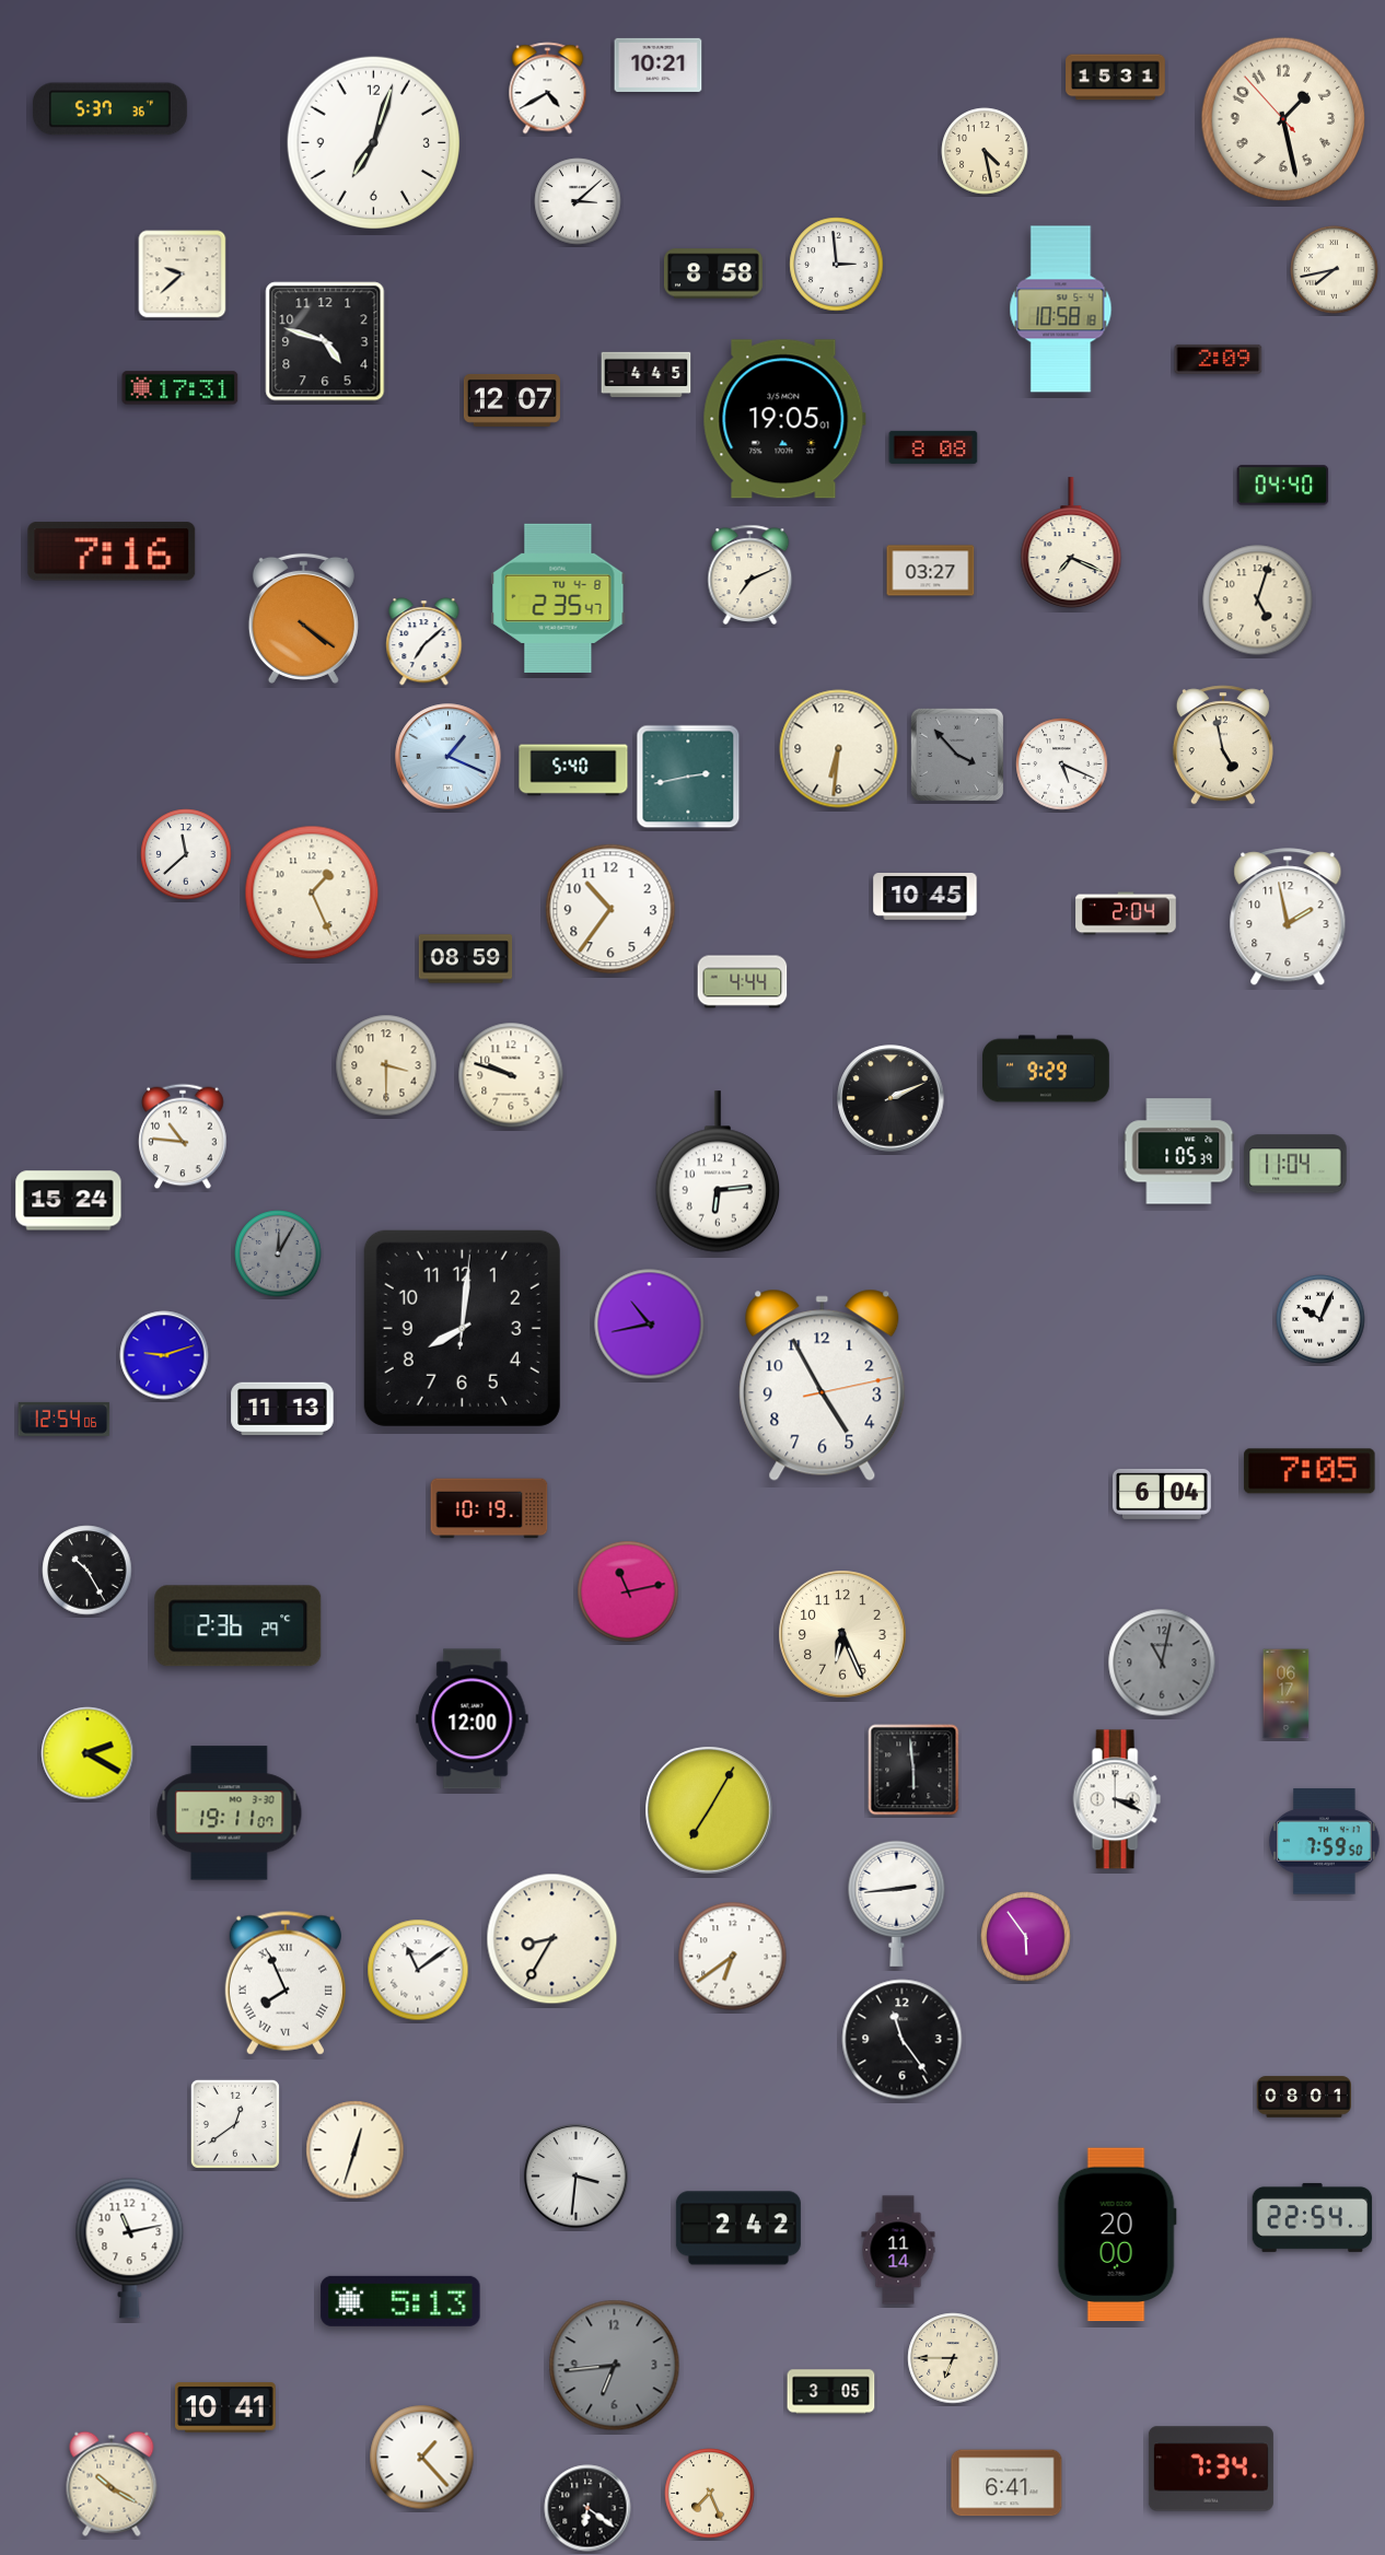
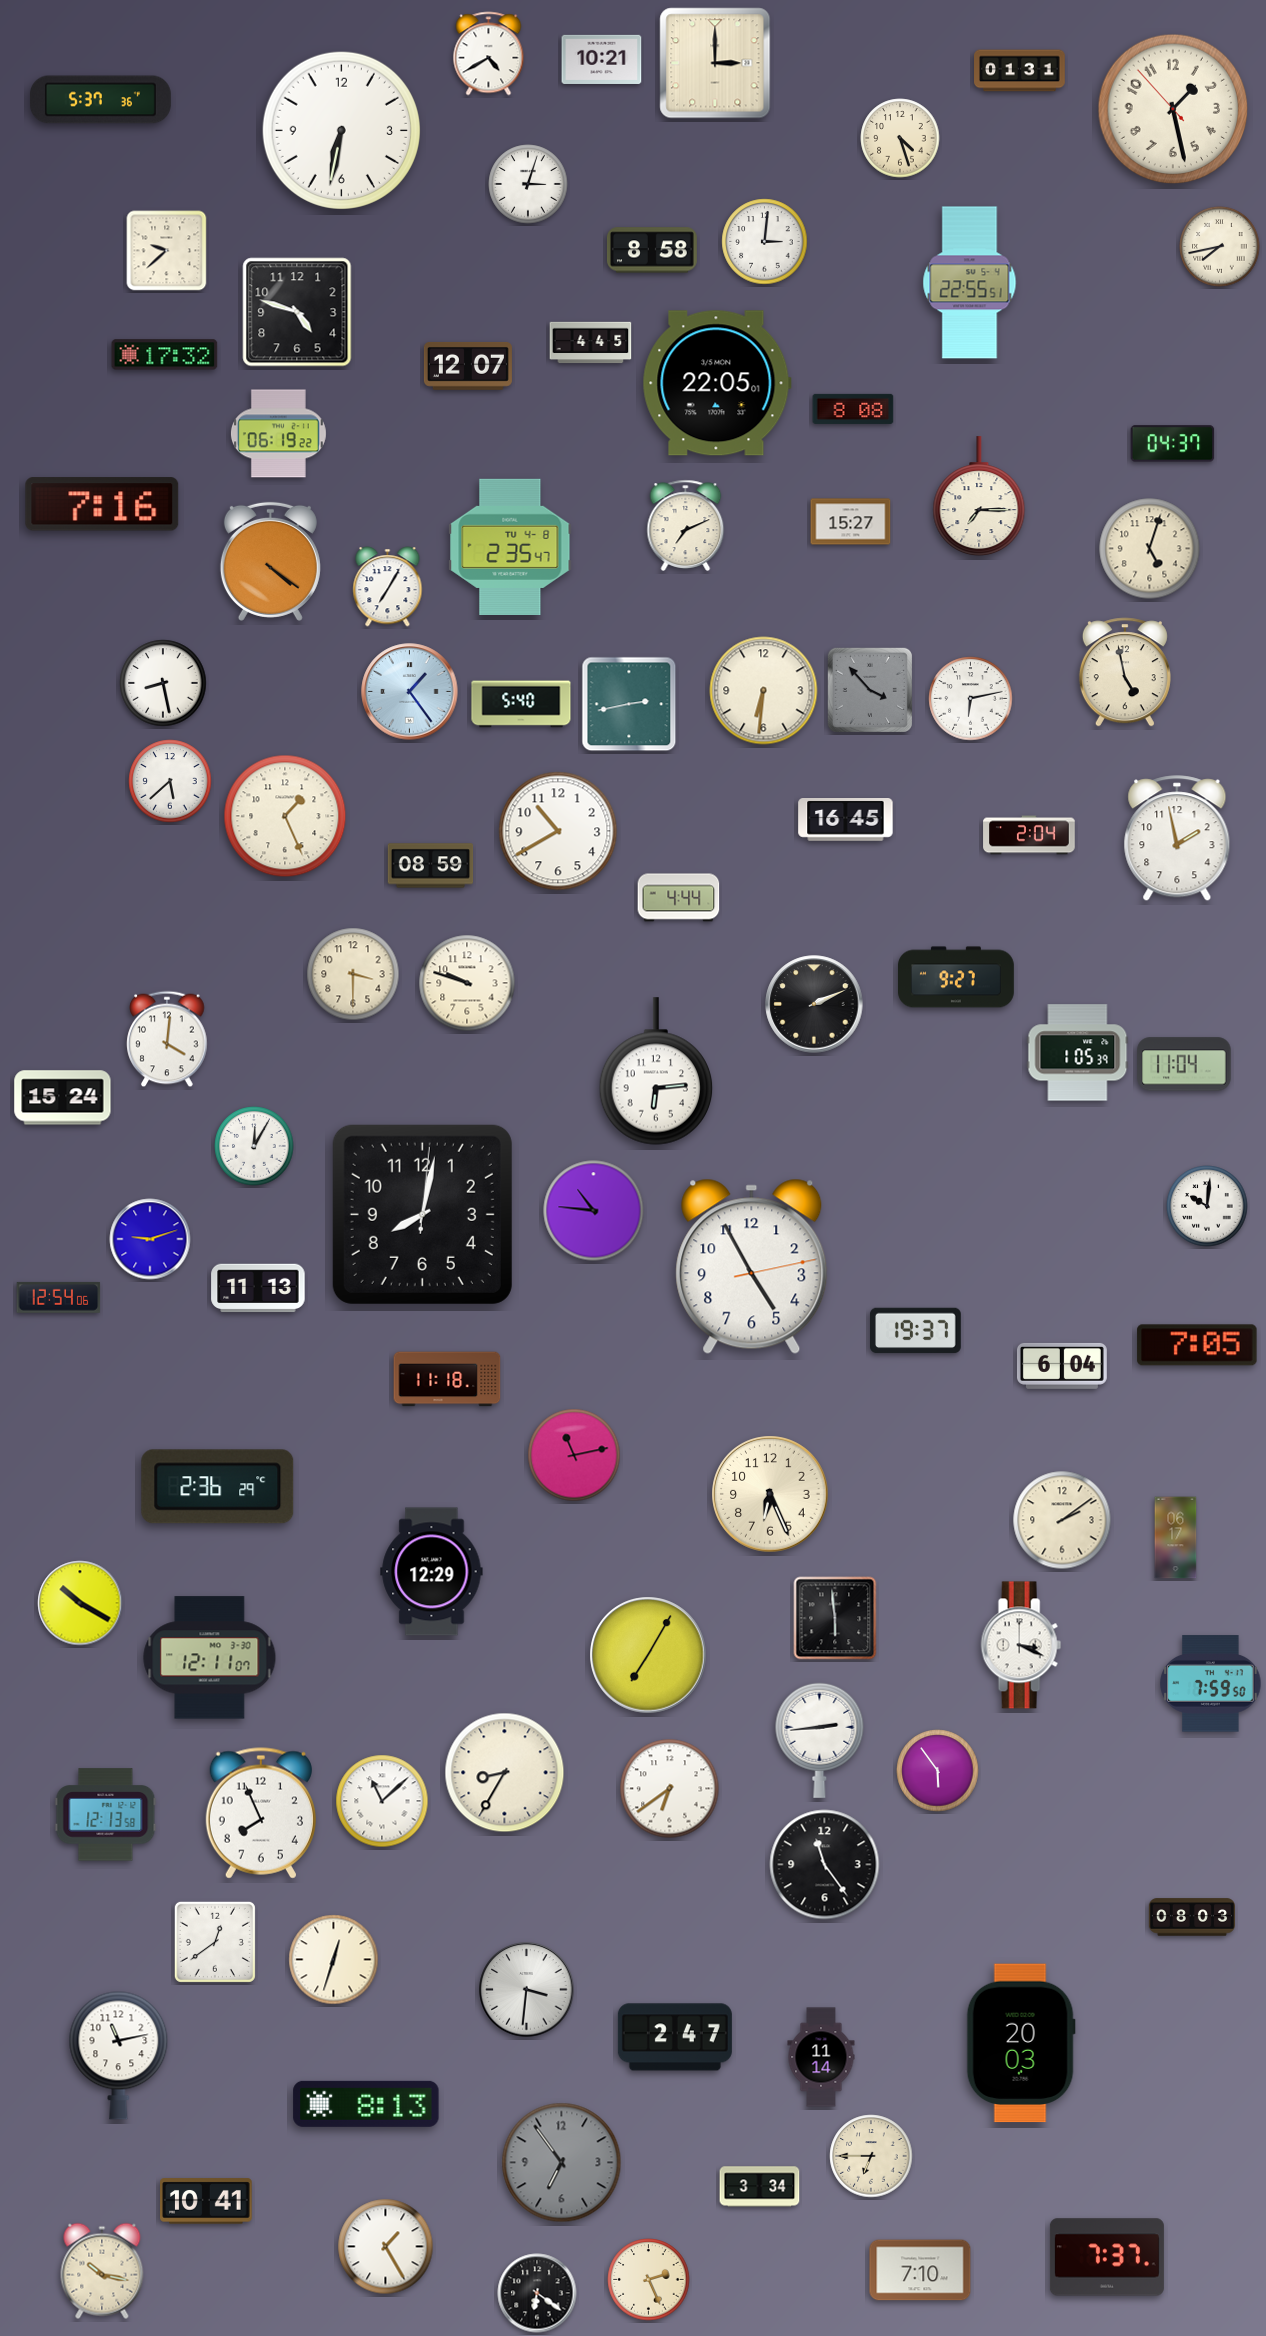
clock at (715, 63): none -> 3:00
clock at (1116, 78): 15:31 -> 01:31
clock at (548, 89) position: (548, 89) -> (489, 54)
clock at (373, 142): 7:03 -> 6:32
clock at (985, 151): 4:28 -> 4:27
clock at (578, 201): 3:08 -> 3:03
clock at (837, 265): 2:59 -> 3:01
clock at (1061, 310): 10:58 -> 22:55
clock at (1219, 359): 2:09 -> none
clock at (181, 388): 17:31 -> 17:32
clock at (784, 419): 19:05 -> 22:05
clock at (278, 434): none -> 06:19
clock at (1283, 486): 04:40 -> 04:37
clock at (1071, 544): 7:19 -> 7:15
clock at (931, 571): 03:27 -> 15:27
clock at (303, 618) position: (303, 618) -> (270, 561)
clock at (424, 642): 7:08 -> 7:05
clock at (1223, 745) position: (1223, 745) -> (1125, 672)
clock at (163, 683): none -> 8:28
clock at (839, 749) position: (839, 749) -> (764, 691)
clock at (957, 755) position: (957, 755) -> (870, 690)
clock at (449, 757): 1:19 -> 1:24
clock at (1062, 765): 5:19 -> 6:13
clock at (573, 770) position: (573, 770) -> (521, 704)
clock at (688, 777) position: (688, 777) -> (629, 704)
clock at (186, 854): 11:38 -> 5:38
clock at (926, 897): 10:45 -> 16:45
clock at (610, 909): 10:36 -> 10:40
clock at (466, 959) position: (466, 959) -> (431, 866)
clock at (1047, 1069): 9:29 -> 9:27
clock at (183, 1136): 10:46 -> 4:01
clock at (278, 1253) dial: grey -> white
clock at (1320, 1319): 10:04 -> 10:01
clock at (650, 1325): 10:43 -> 10:46
clock at (462, 1328): 8:01 -> 8:02
clock at (916, 1331): none -> 19:37
clock at (489, 1508): 10:19 -> 11:18
clock at (88, 1571): 10:25 -> none
clock at (1162, 1662): 11:02 -> 2:09
clock at (1162, 1662) dial: grey -> cream
clock at (1287, 1694) position: (1287, 1694) -> (1176, 1538)
clock at (473, 1719): 12:00 -> 12:29
clock at (88, 1753): 2:20 -> 10:20
clock at (230, 1813): 19:11 -> 12:11
clock at (418, 1970): 11:09 -> 11:08
clock at (286, 1983) numerals: Roman -> Arabic
clock at (106, 1815): none -> 12:13
clock at (1303, 2097): 08:01 -> 08:03
clock at (356, 2150) position: (356, 2150) -> (334, 1960)
clock at (1313, 2217): 22:54 -> none
clock at (738, 2228): 2:42 -> 2:47
clock at (1117, 2235): 20:00 -> 20:03
clock at (400, 2301): 5:13 -> 8:13
clock at (615, 2366): 6:44 -> 6:54
clock at (831, 2392): 3:05 -> 3:34
clock at (422, 2458): 1:23 -> 1:25
clock at (1211, 2469): 7:34 -> 7:37
clock at (1006, 2483): 6:41 -> 7:10
clock at (112, 2484): 10:20 -> 10:17
clock at (710, 2494): 7:26 -> 2:26
